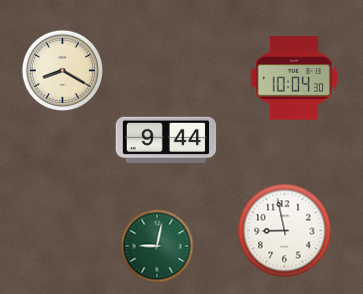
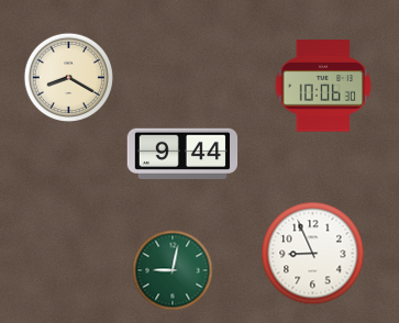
clock at (294, 78): 10:04 -> 10:06
clock at (285, 231): 8:58 -> 8:56
